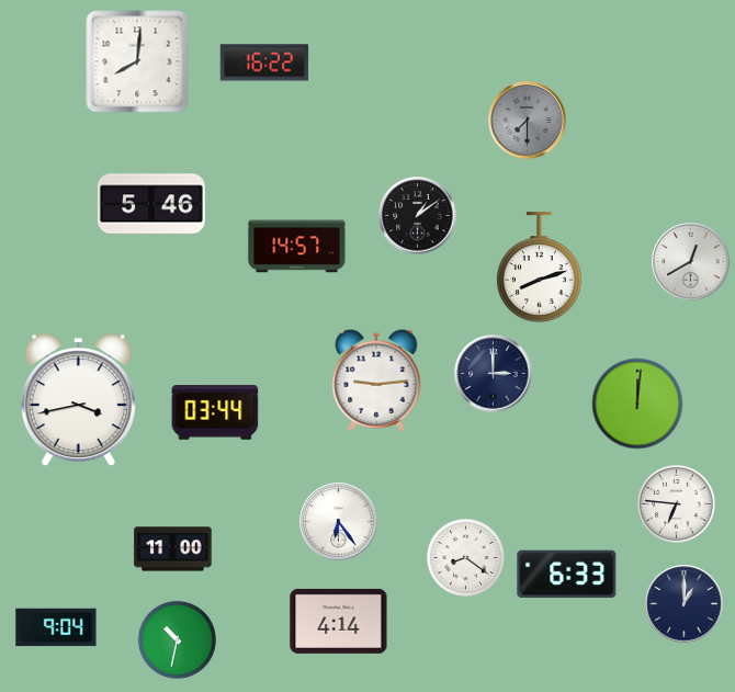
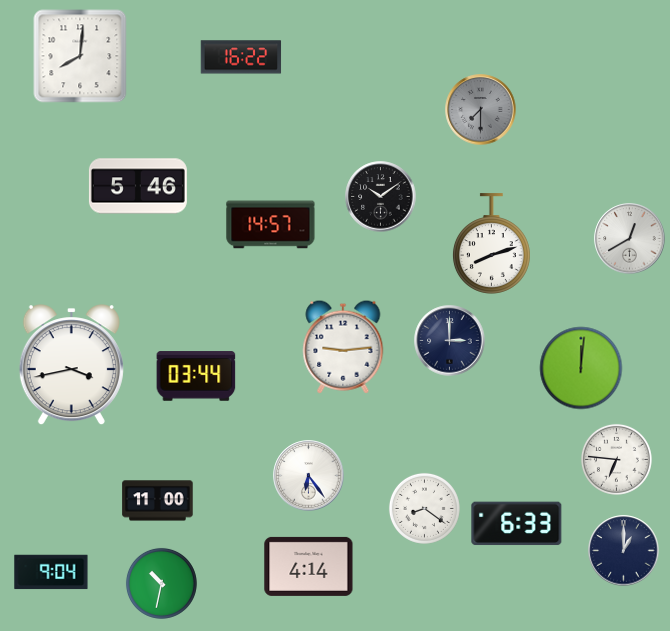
clock at (137, 61) position: (137, 61) -> (80, 56)
clock at (418, 216): 1:09 -> 10:09
